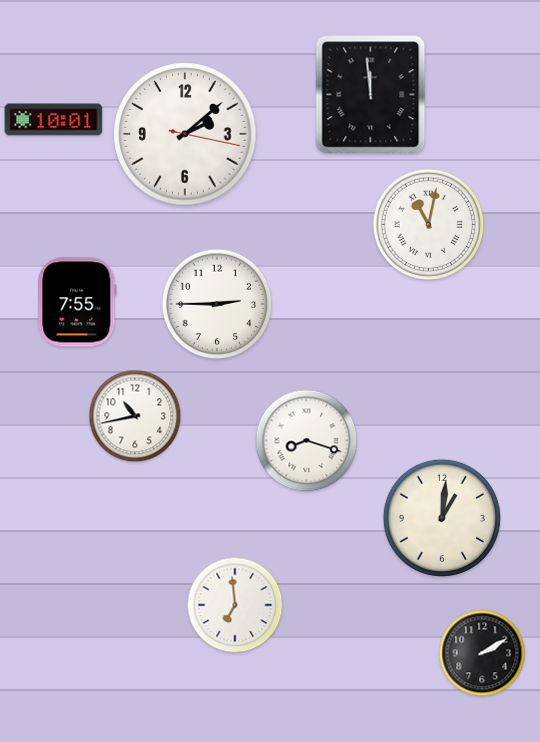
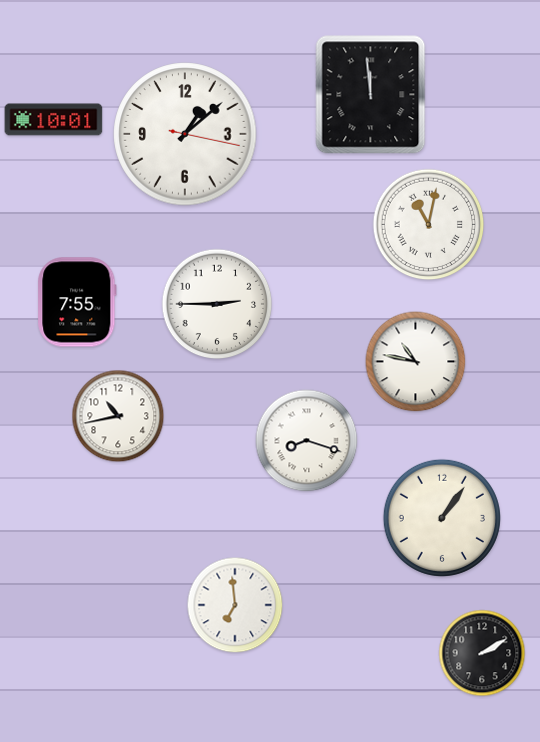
clock at (185, 134): 2:08 -> 1:08
clock at (416, 362): none -> 10:47
clock at (135, 416) position: (135, 416) -> (118, 416)
clock at (442, 518): 1:01 -> 1:06
